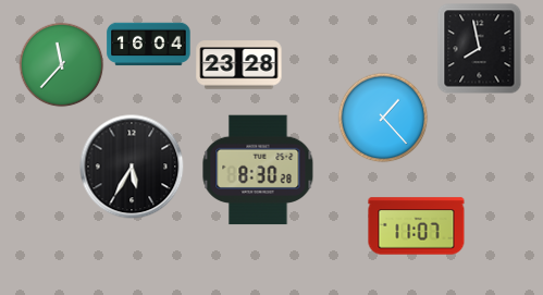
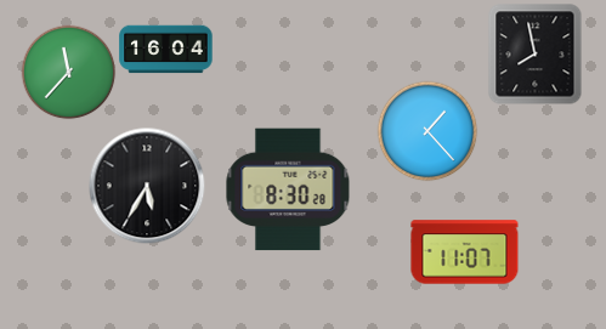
clock at (239, 65): 23:28 -> none
